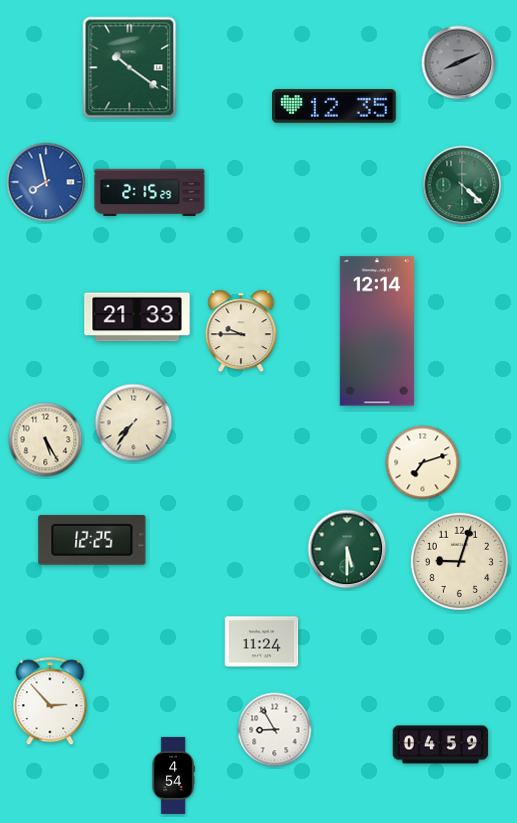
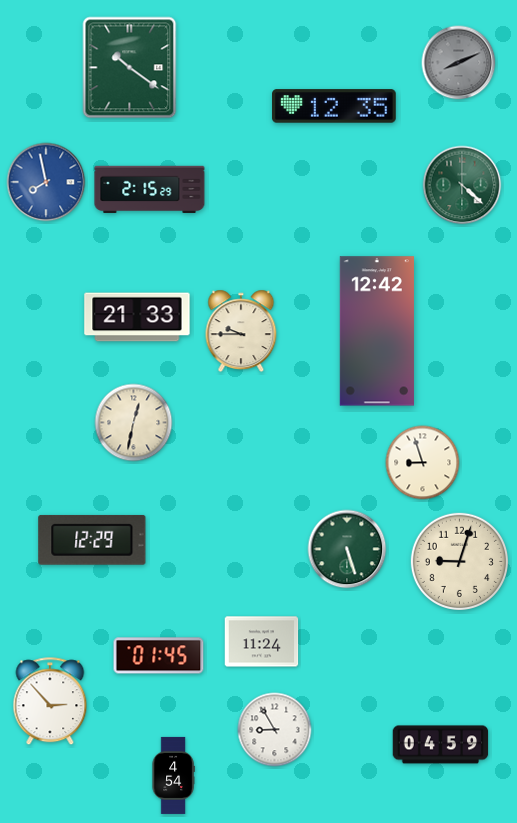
clock at (150, 192) position: (150, 192) -> (150, 189)
clock at (377, 331): 12:14 -> 12:42
clock at (134, 423): 7:36 -> 12:32
clock at (46, 440): 5:25 -> none
clock at (423, 463): 7:12 -> 8:57
clock at (92, 540): 12:25 -> 12:29
clock at (347, 549): 5:30 -> 5:27
clock at (159, 656): none -> 01:45
